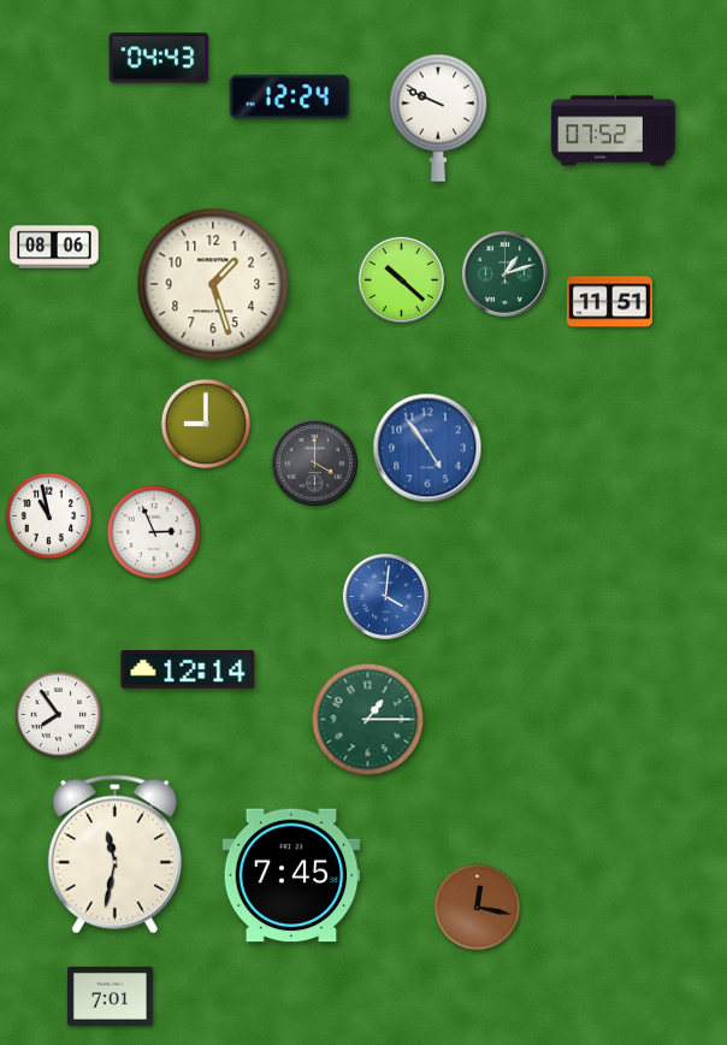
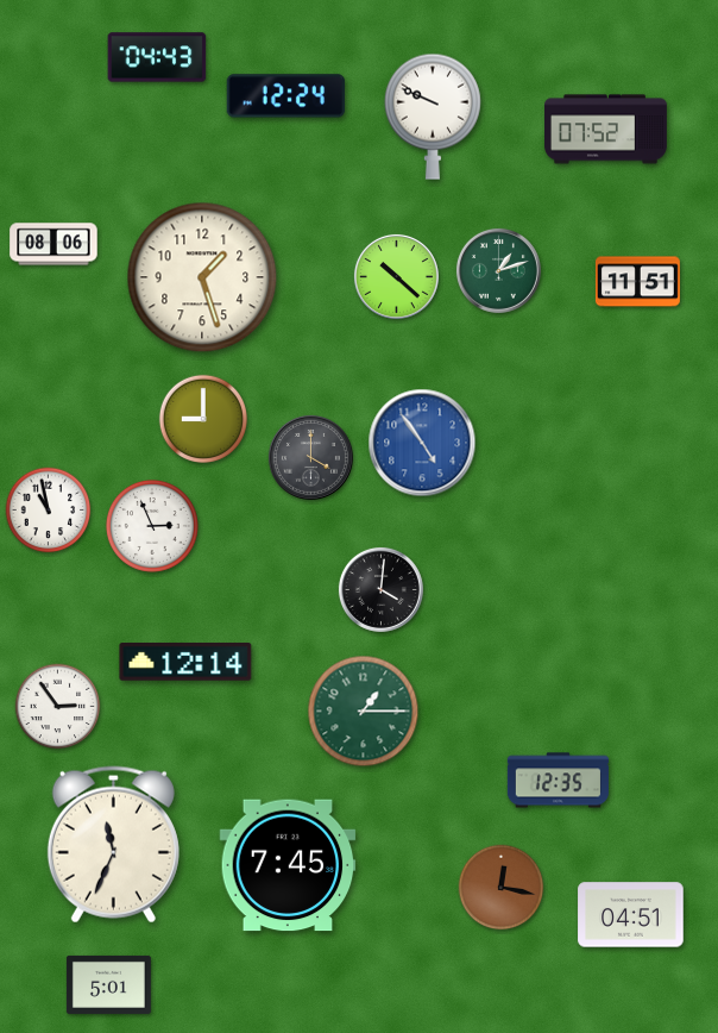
clock at (213, 284) position: (213, 284) -> (202, 277)
clock at (609, 302) position: (609, 302) -> (637, 282)
clock at (385, 596) dial: blue -> black
clock at (59, 715): 7:54 -> 2:54
clock at (558, 781): none -> 12:35
clock at (114, 855): 11:32 -> 11:34
clock at (478, 908) position: (478, 908) -> (502, 888)
clock at (631, 915): none -> 04:51
clock at (110, 996): 7:01 -> 5:01
